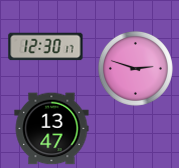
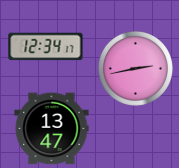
clock at (46, 47): 12:30 -> 12:34
clock at (135, 68): 2:48 -> 2:43
